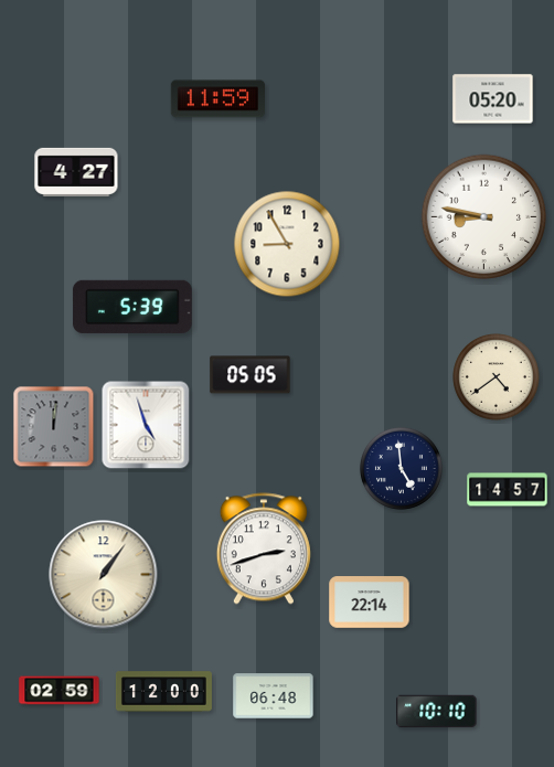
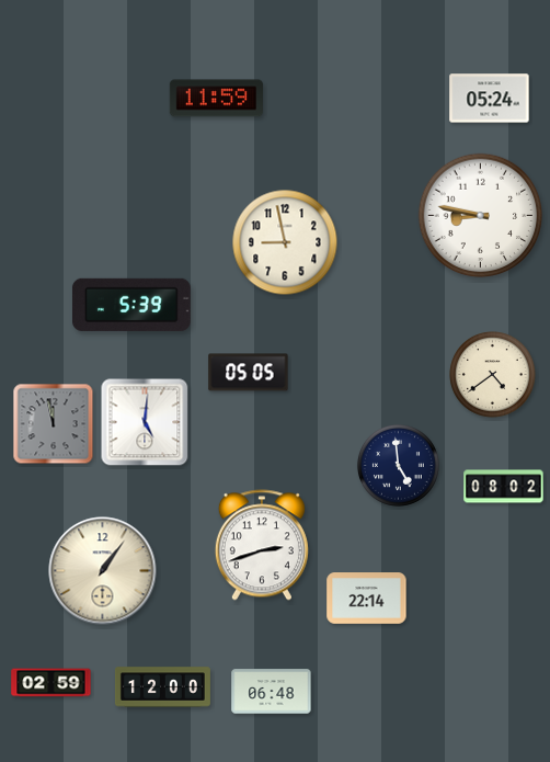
clock at (493, 99): 05:20 -> 05:24
clock at (76, 172): 4:27 -> none
clock at (287, 244): 8:55 -> 8:58
clock at (146, 425): 4:57 -> 5:01
clock at (54, 427): 12:01 -> 11:58
clock at (508, 490): 14:57 -> 08:02
clock at (60, 691) position: (60, 691) -> (51, 683)
clock at (437, 712): 10:10 -> none
